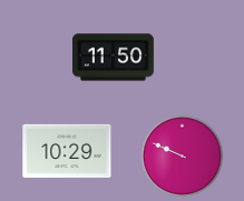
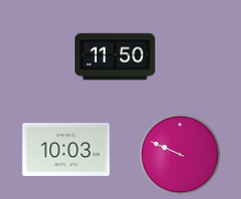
clock at (114, 58) position: (114, 58) -> (116, 57)
clock at (67, 150): 10:29 -> 10:03
